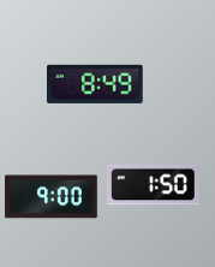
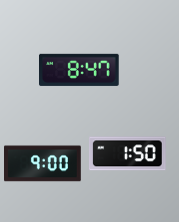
clock at (95, 84): 8:49 -> 8:47
